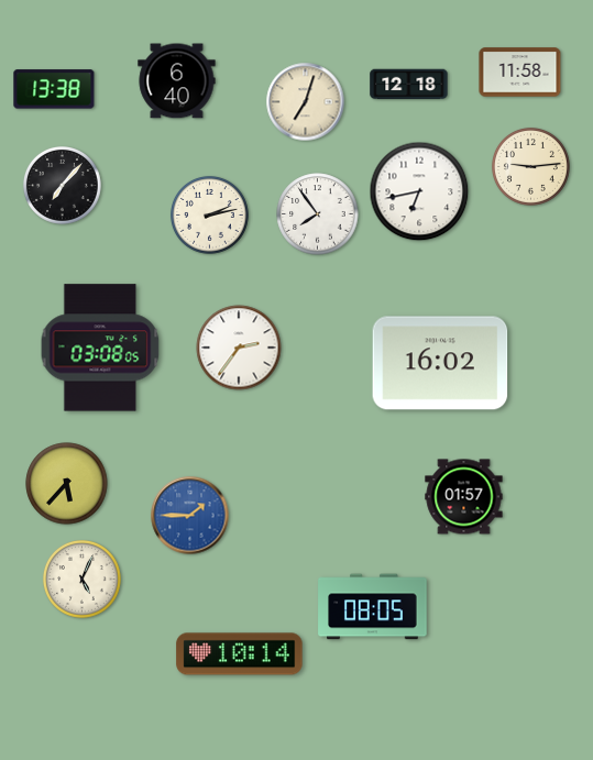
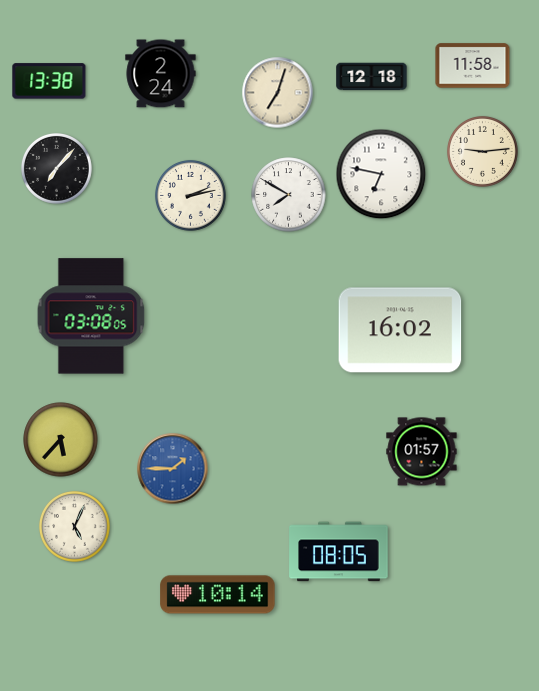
clock at (177, 81): 6:40 -> 2:24
clock at (419, 191): 6:43 -> 6:47
clock at (318, 214): 7:54 -> 7:50
clock at (239, 348): 2:36 -> none
